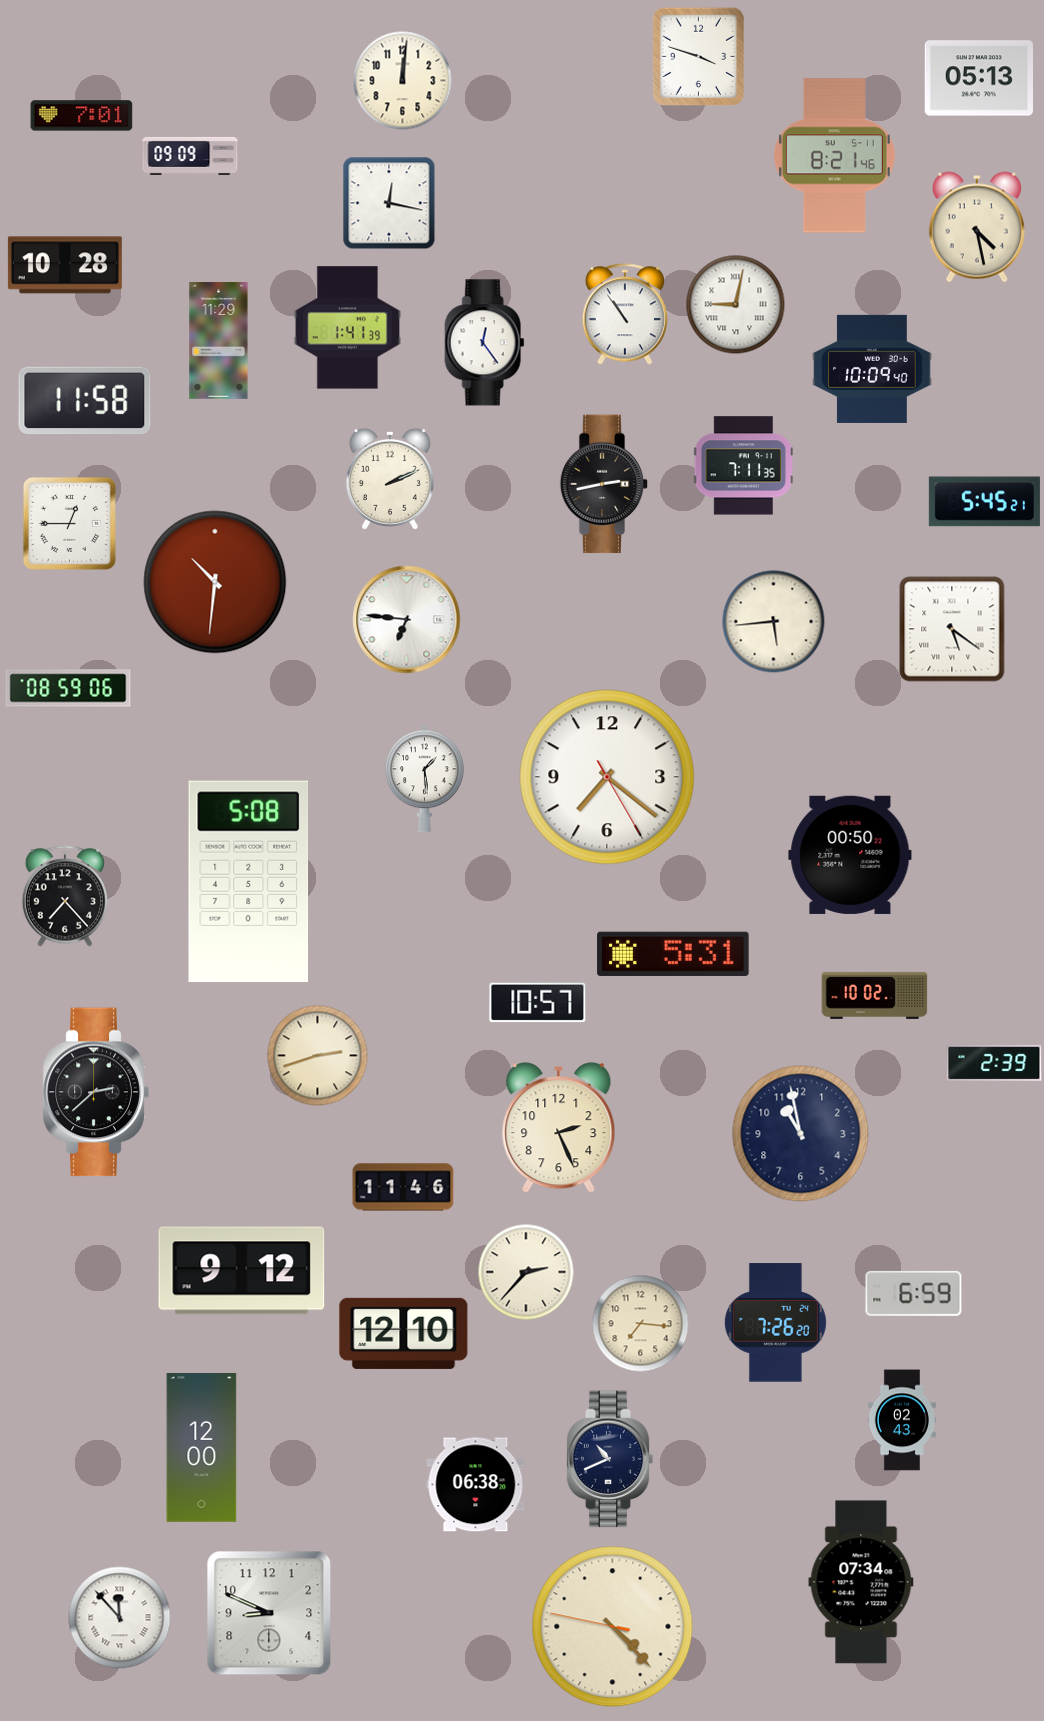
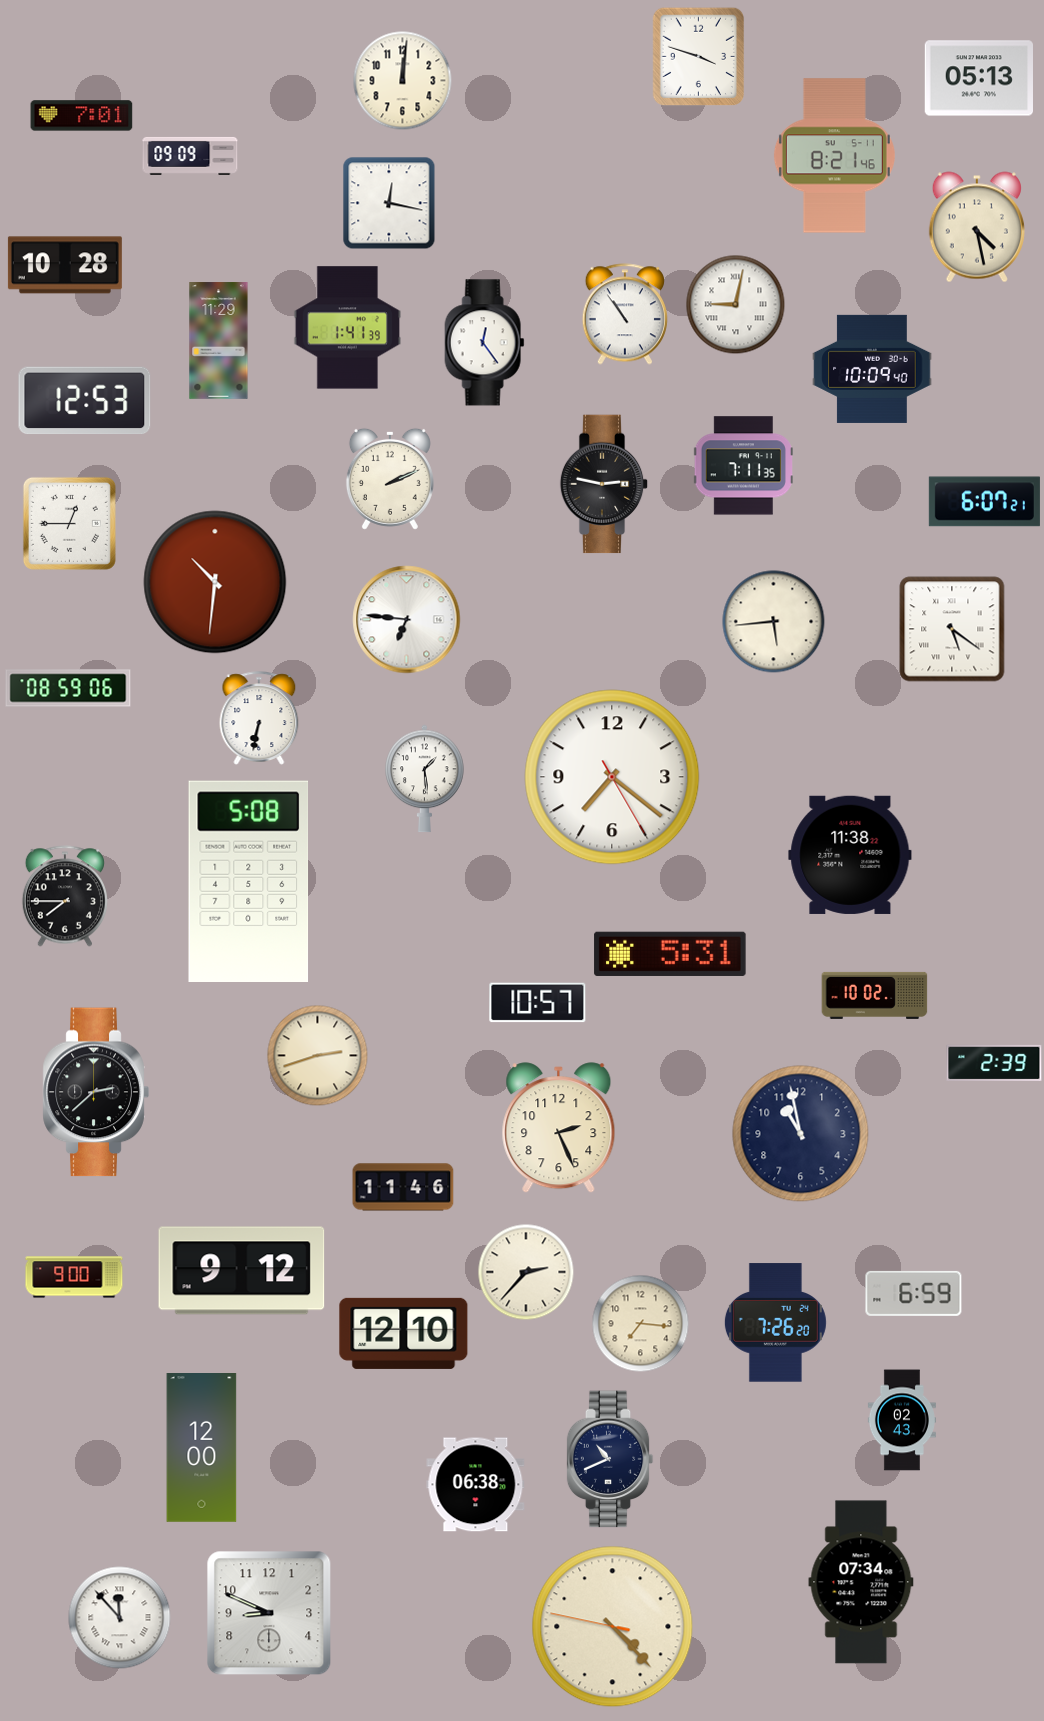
clock at (85, 401): 11:58 -> 12:53
clock at (604, 484): 2:43 -> 2:47
clock at (984, 502): 5:45 -> 6:07
clock at (259, 718): none -> 6:32
clock at (607, 777) position: (607, 777) -> (612, 777)
clock at (850, 855): 00:50 -> 11:38
clock at (65, 896): 7:23 -> 7:45
clock at (673, 954) position: (673, 954) -> (670, 954)
clock at (74, 1277): none -> 9:00
